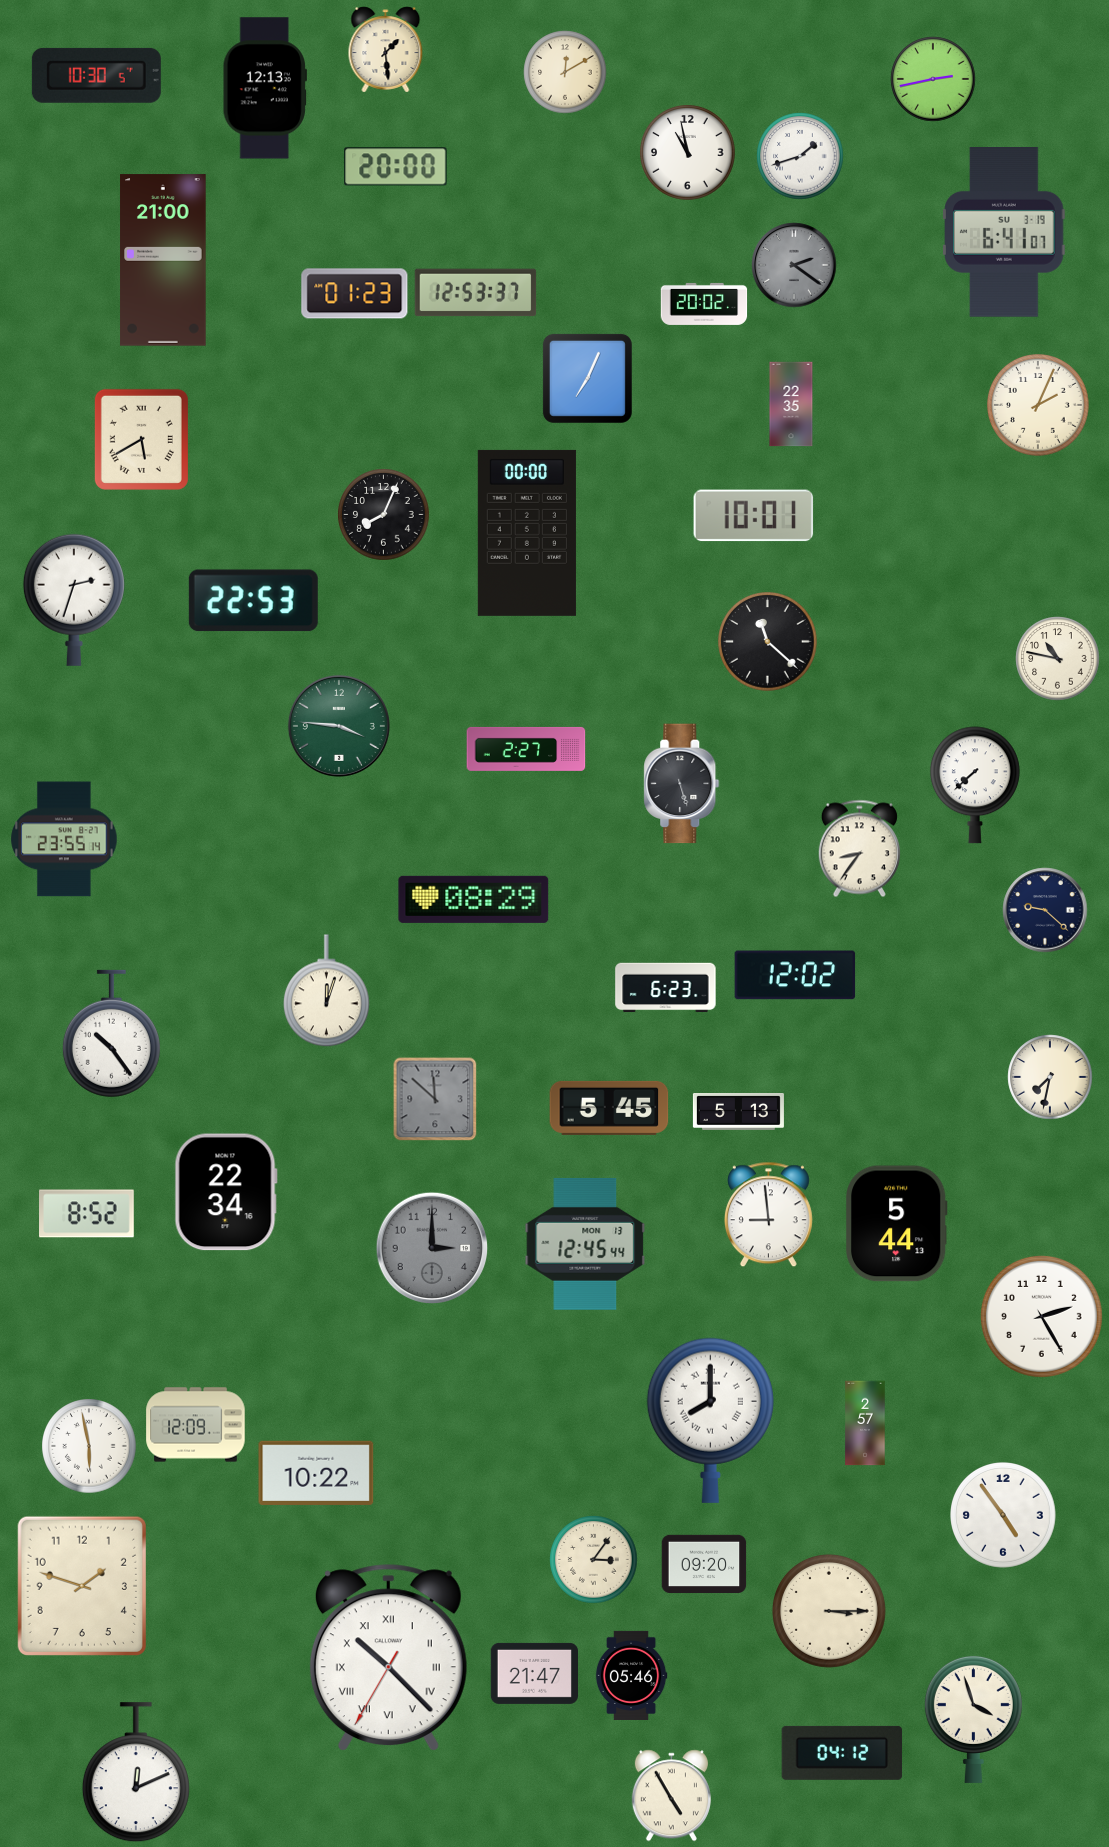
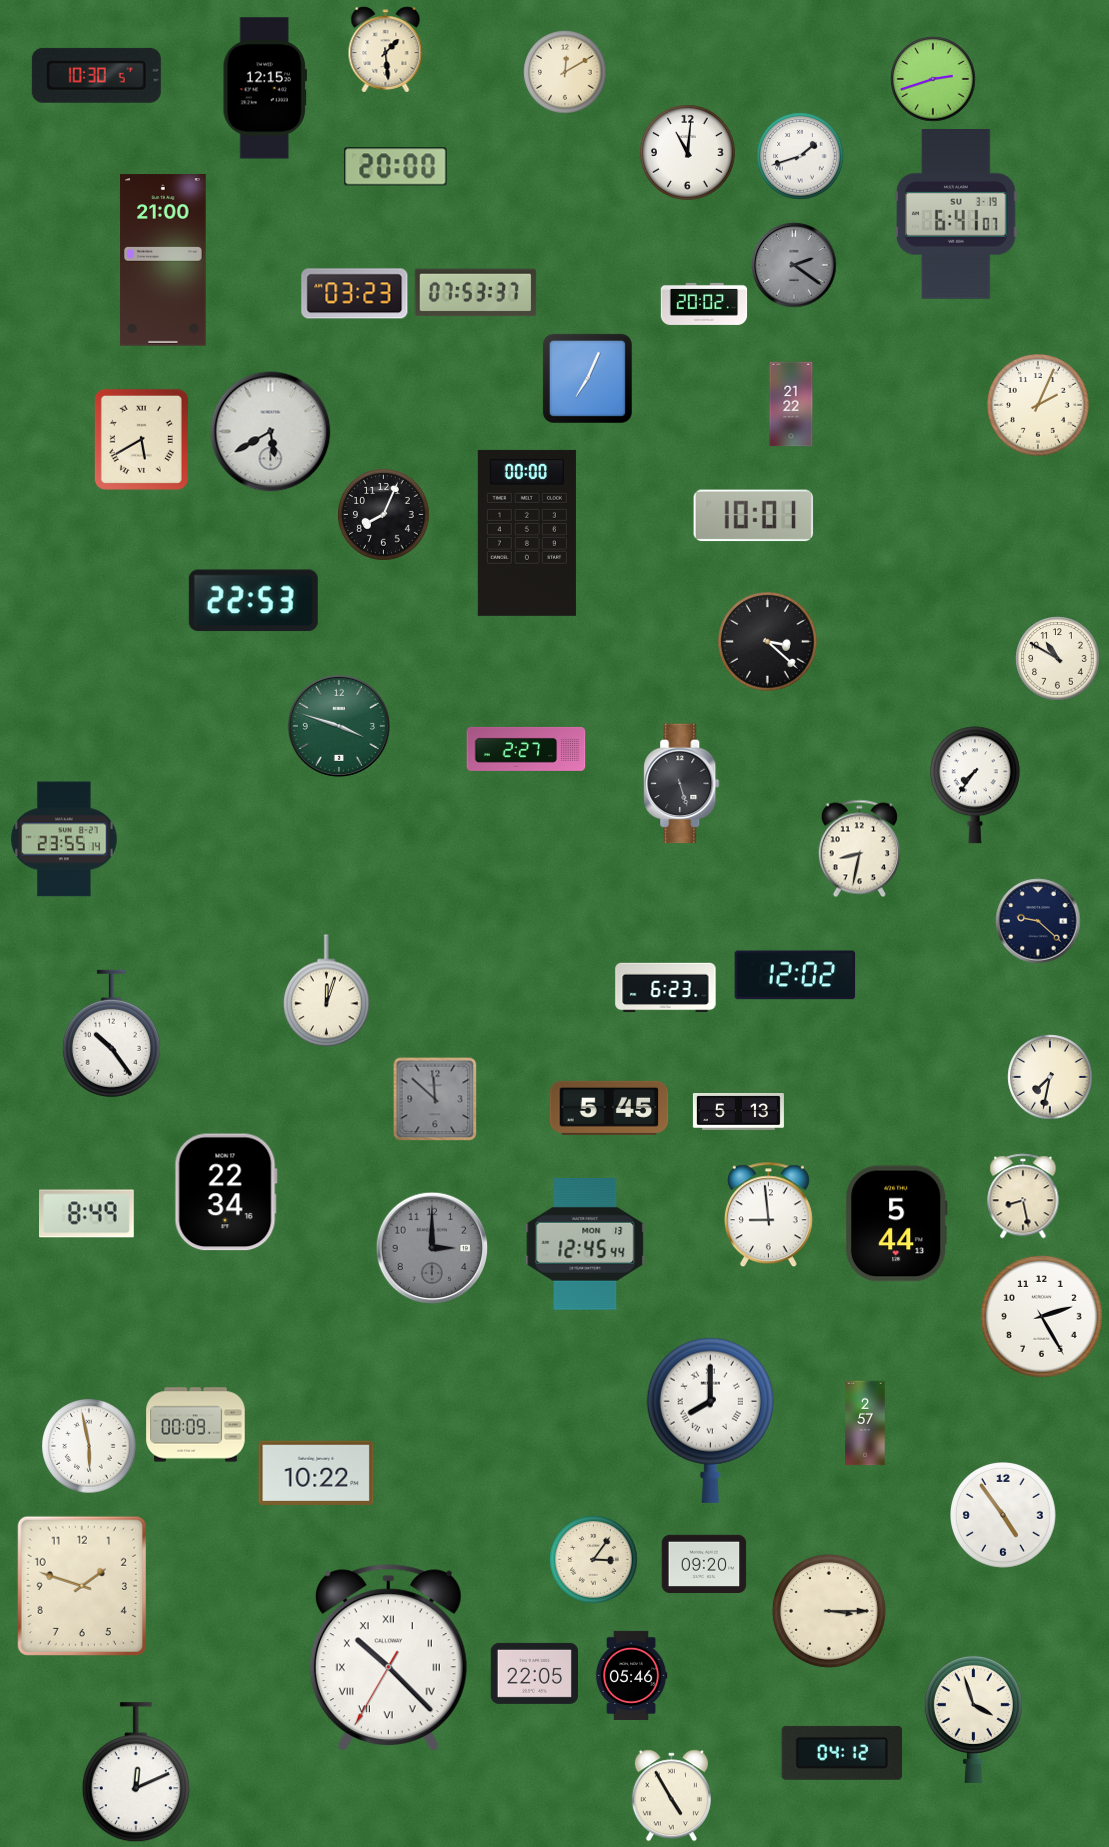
clock at (933, 79): 2:43 -> 2:42
clock at (265, 88): 12:13 -> 12:15
clock at (688, 153): 10:58 -> 11:01
clock at (1004, 233) position: (1004, 233) -> (956, 215)
clock at (476, 293): 12:53 -> 07:53
clock at (355, 294): 01:23 -> 03:23
clock at (791, 404): 22:35 -> 21:22
clock at (271, 432): none -> 5:40
clock at (74, 600): 2:33 -> none
clock at (768, 642): 11:22 -> 3:22
clock at (1058, 659): 10:47 -> 10:50
clock at (339, 726): 3:46 -> 3:48
clock at (975, 785): 7:38 -> 7:36
clock at (859, 849): 8:36 -> 8:32
clock at (474, 899): 08:29 -> none
clock at (1045, 910) position: (1045, 910) -> (1038, 921)
clock at (1023, 1196): none -> 8:28
clock at (87, 1214): 8:52 -> 8:49
clock at (196, 1425): 12:09 -> 00:09
clock at (534, 1673): 21:47 -> 22:05
